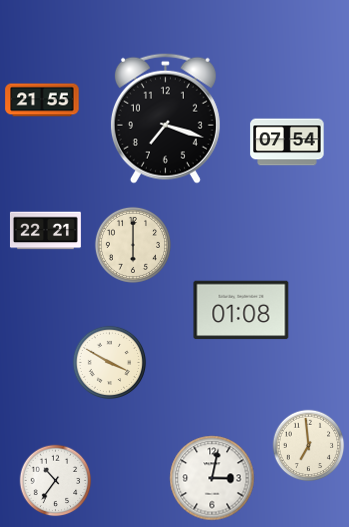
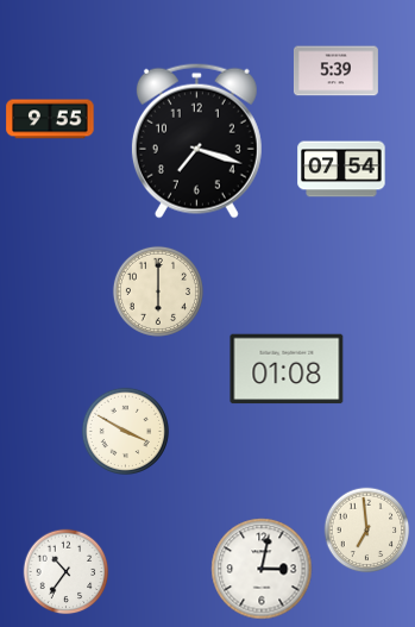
clock at (335, 71): none -> 5:39
clock at (42, 100): 21:55 -> 9:55
clock at (45, 231): 22:21 -> none
clock at (110, 363) position: (110, 363) -> (126, 432)
clock at (212, 478) position: (212, 478) -> (262, 569)
